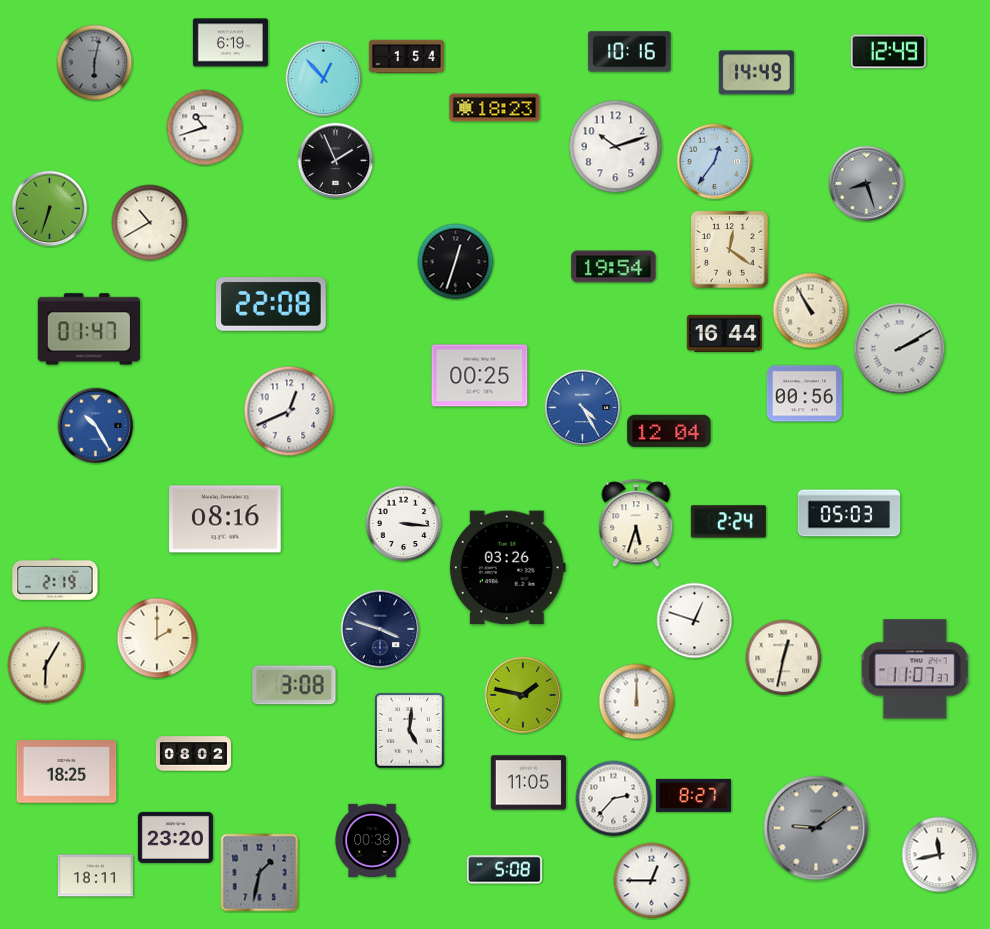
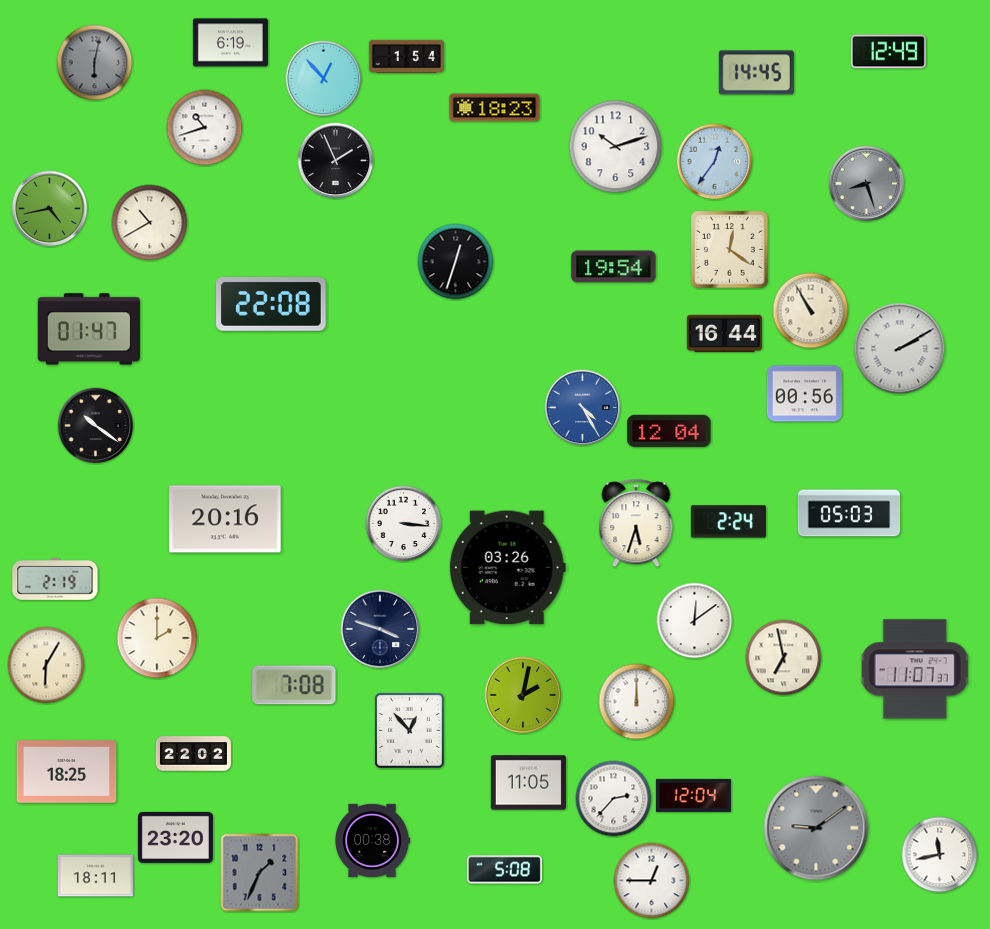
clock at (630, 52): 10:16 -> none
clock at (756, 73): 14:49 -> 14:45
clock at (50, 209): 6:33 -> 4:43
clock at (480, 376): 00:25 -> none
clock at (289, 411): 12:41 -> none
clock at (96, 426): 10:25 -> 10:21
clock at (96, 426) dial: blue -> black
clock at (225, 519): 08:16 -> 20:16
clock at (695, 621): 12:48 -> 12:09
clock at (784, 658): 12:32 -> 6:58
clock at (294, 685): 3:08 -> 7:08
clock at (523, 695): 1:47 -> 2:02
clock at (410, 731): 5:01 -> 12:53
clock at (193, 754): 08:02 -> 22:02
clock at (693, 795): 8:27 -> 12:04
clock at (260, 873): 1:32 -> 1:34
